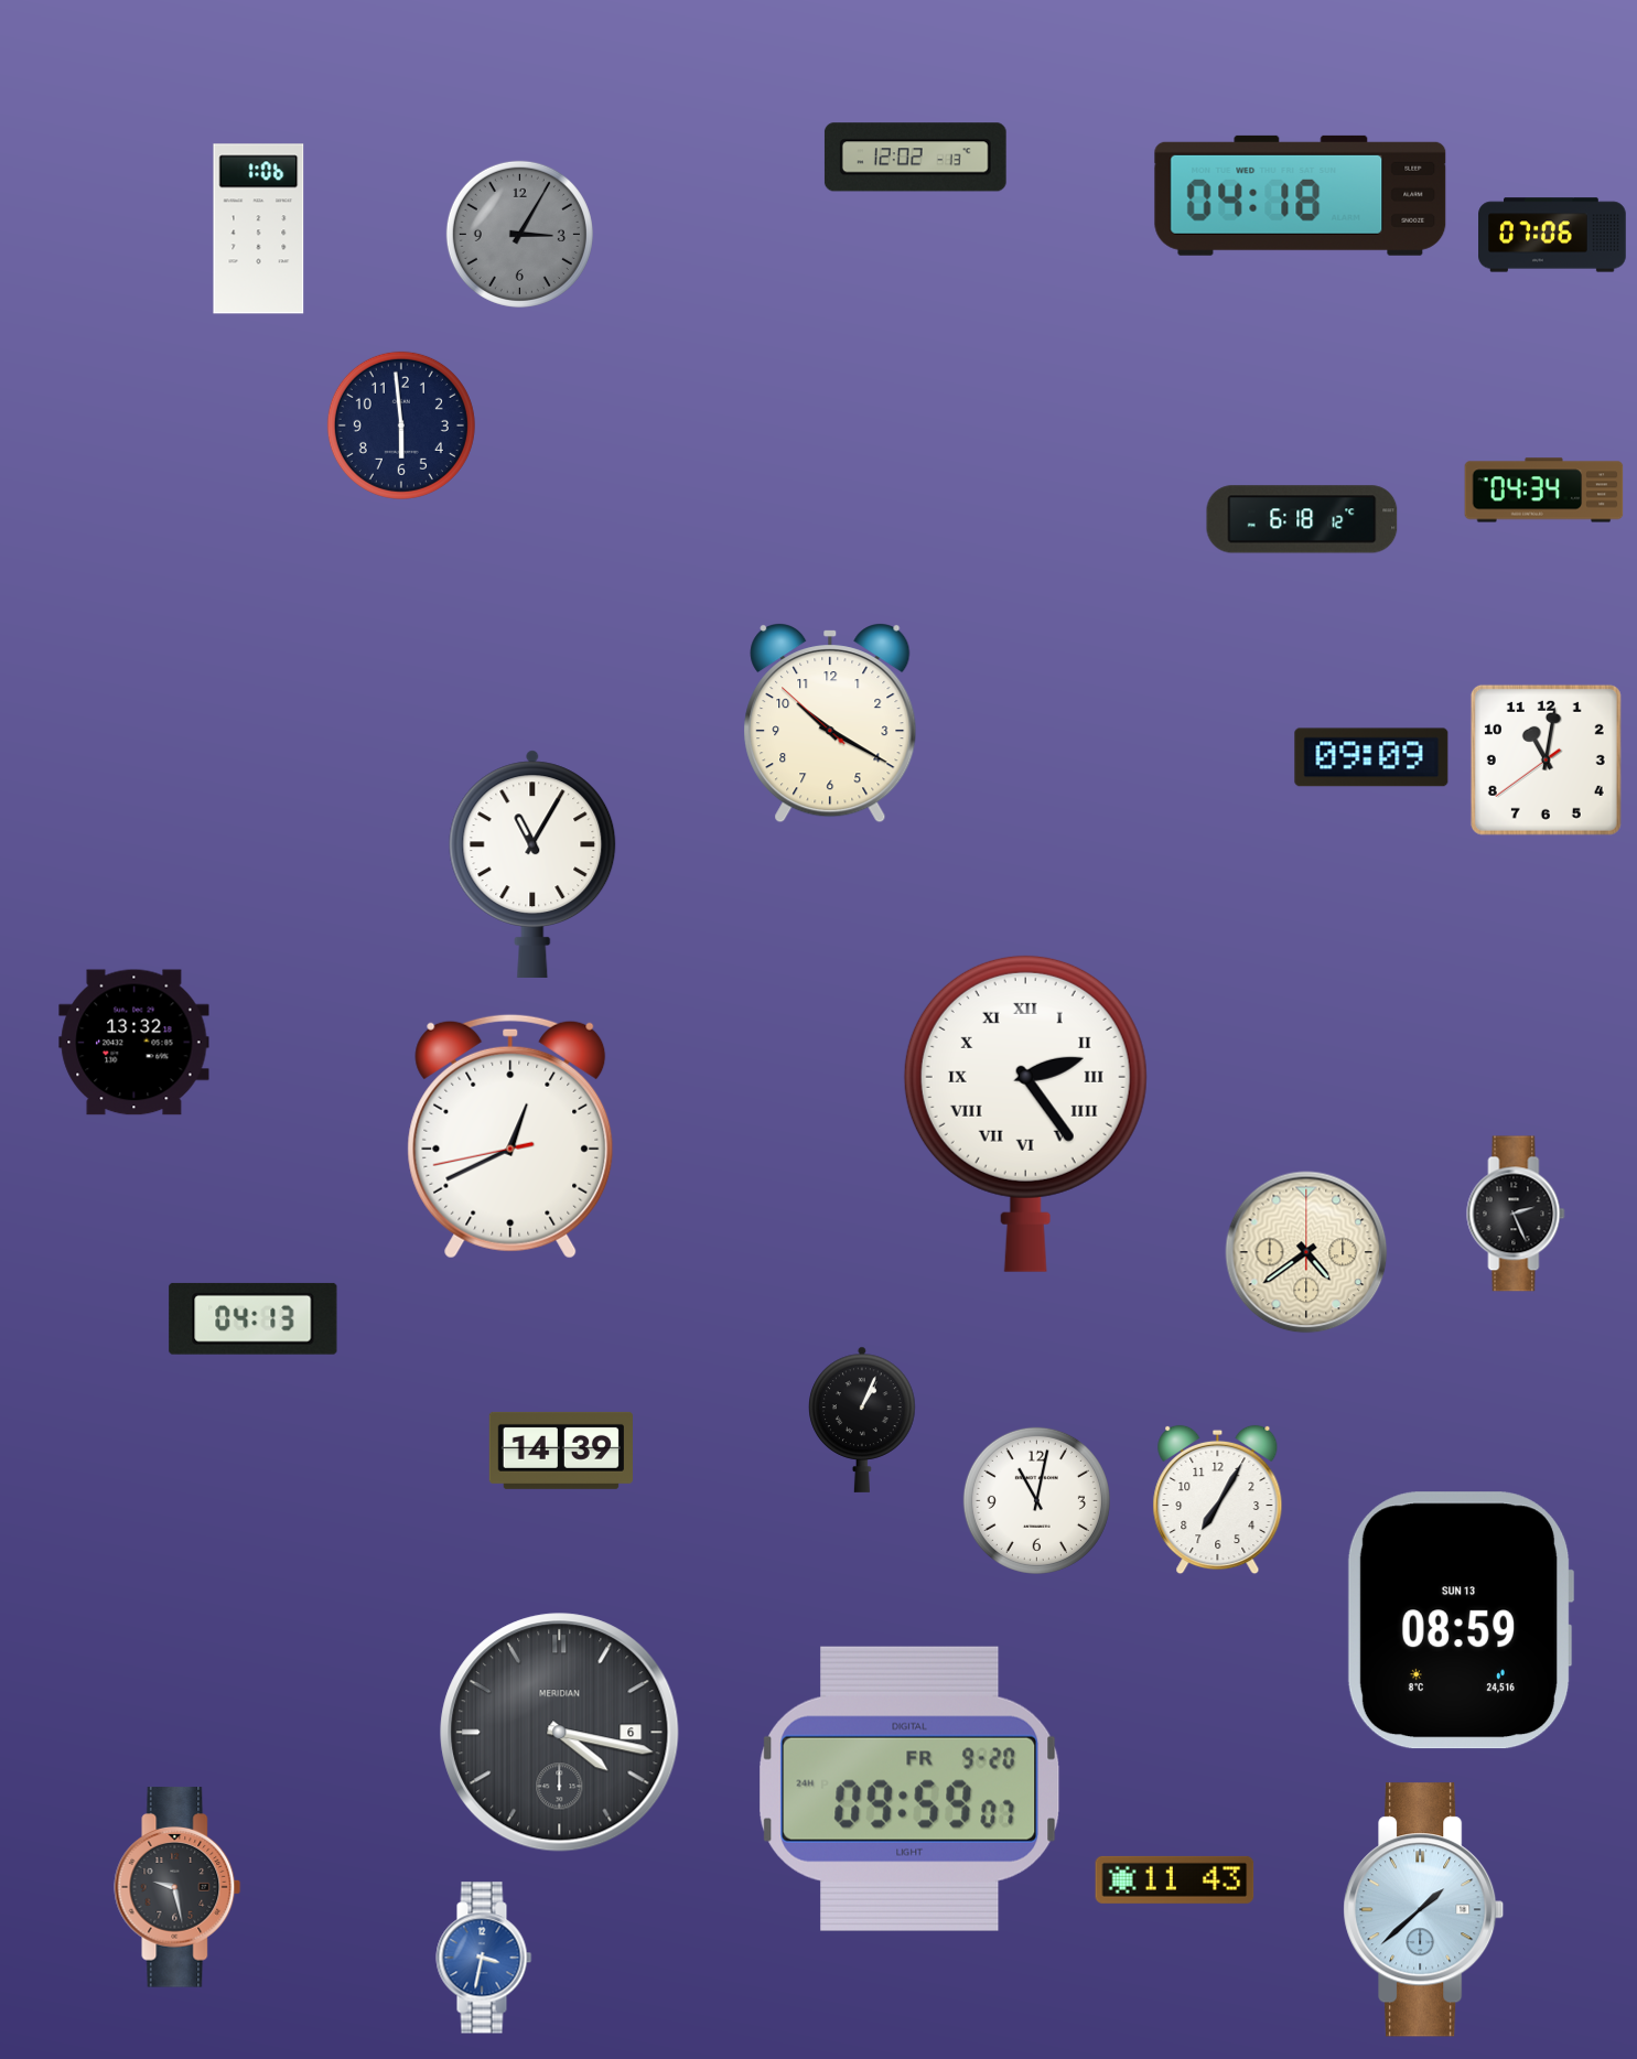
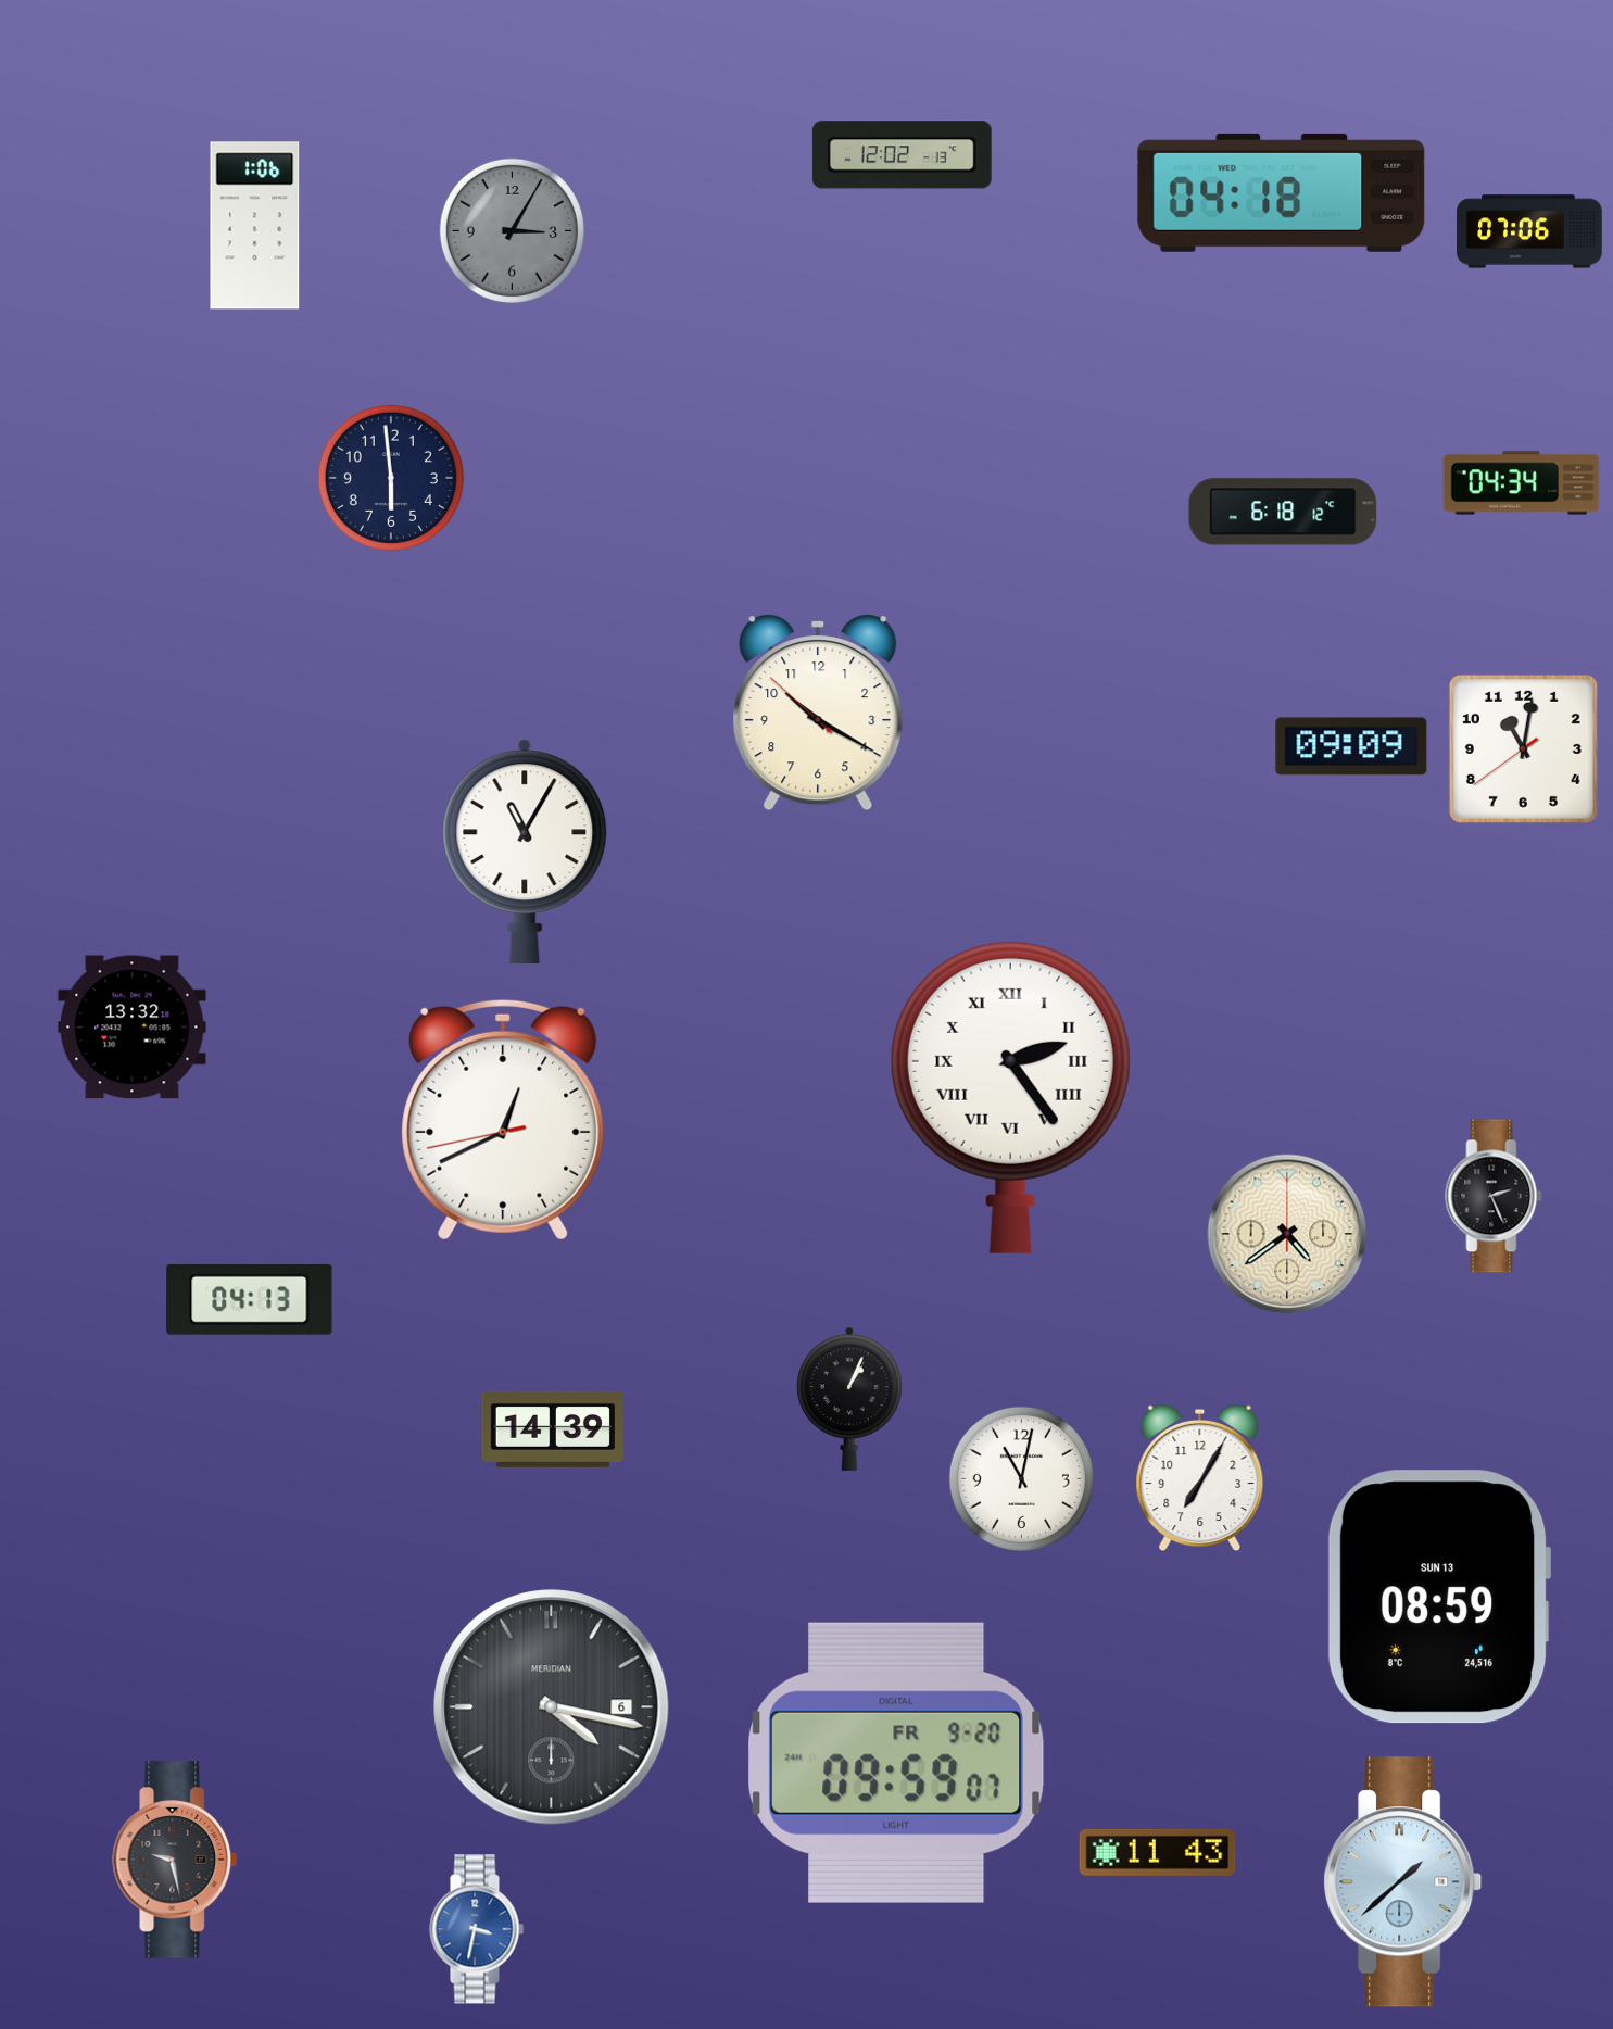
clock at (401, 425) position: (401, 425) -> (391, 478)
